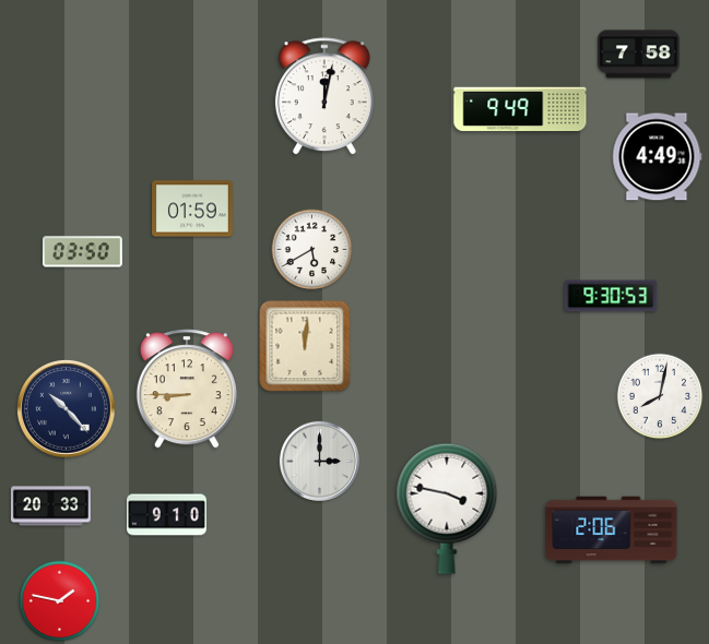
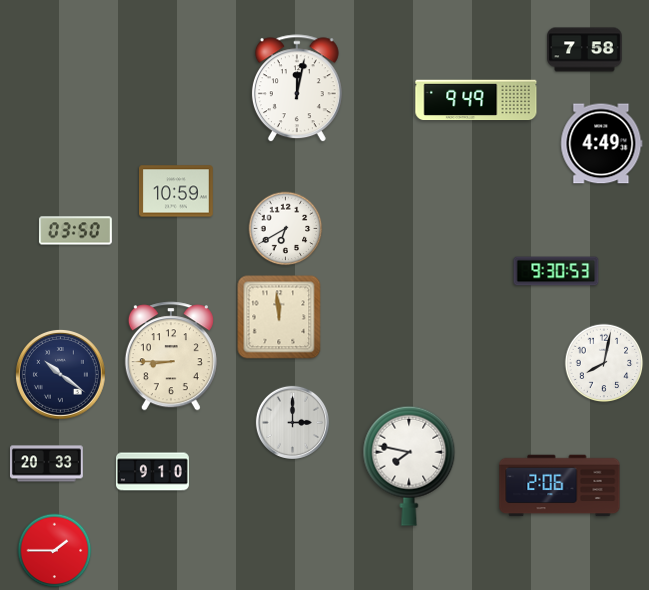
clock at (193, 208): 01:59 -> 10:59
clock at (312, 250): 5:40 -> 6:40
clock at (611, 296) position: (611, 296) -> (556, 271)
clock at (305, 346): 12:01 -> 11:59
clock at (66, 408): 10:23 -> 10:21
clock at (447, 509): 3:47 -> 7:47
clock at (60, 601): 1:47 -> 1:45
